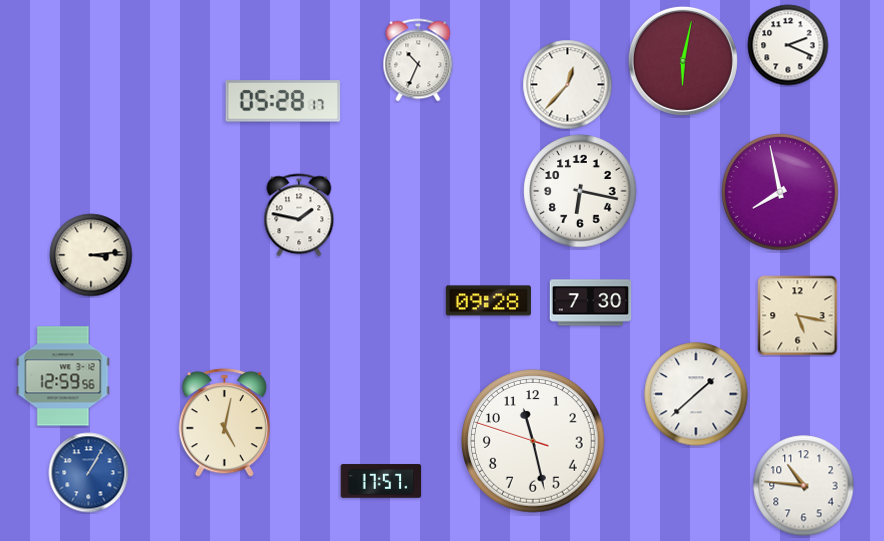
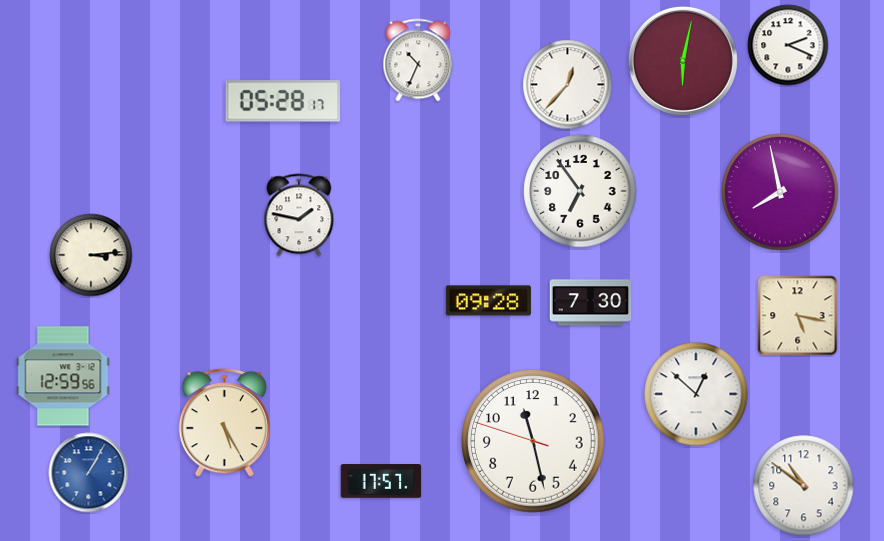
clock at (580, 191): 6:17 -> 6:54
clock at (696, 394): 1:38 -> 12:52
clock at (224, 423): 5:02 -> 5:25
clock at (804, 486): 10:46 -> 10:51
